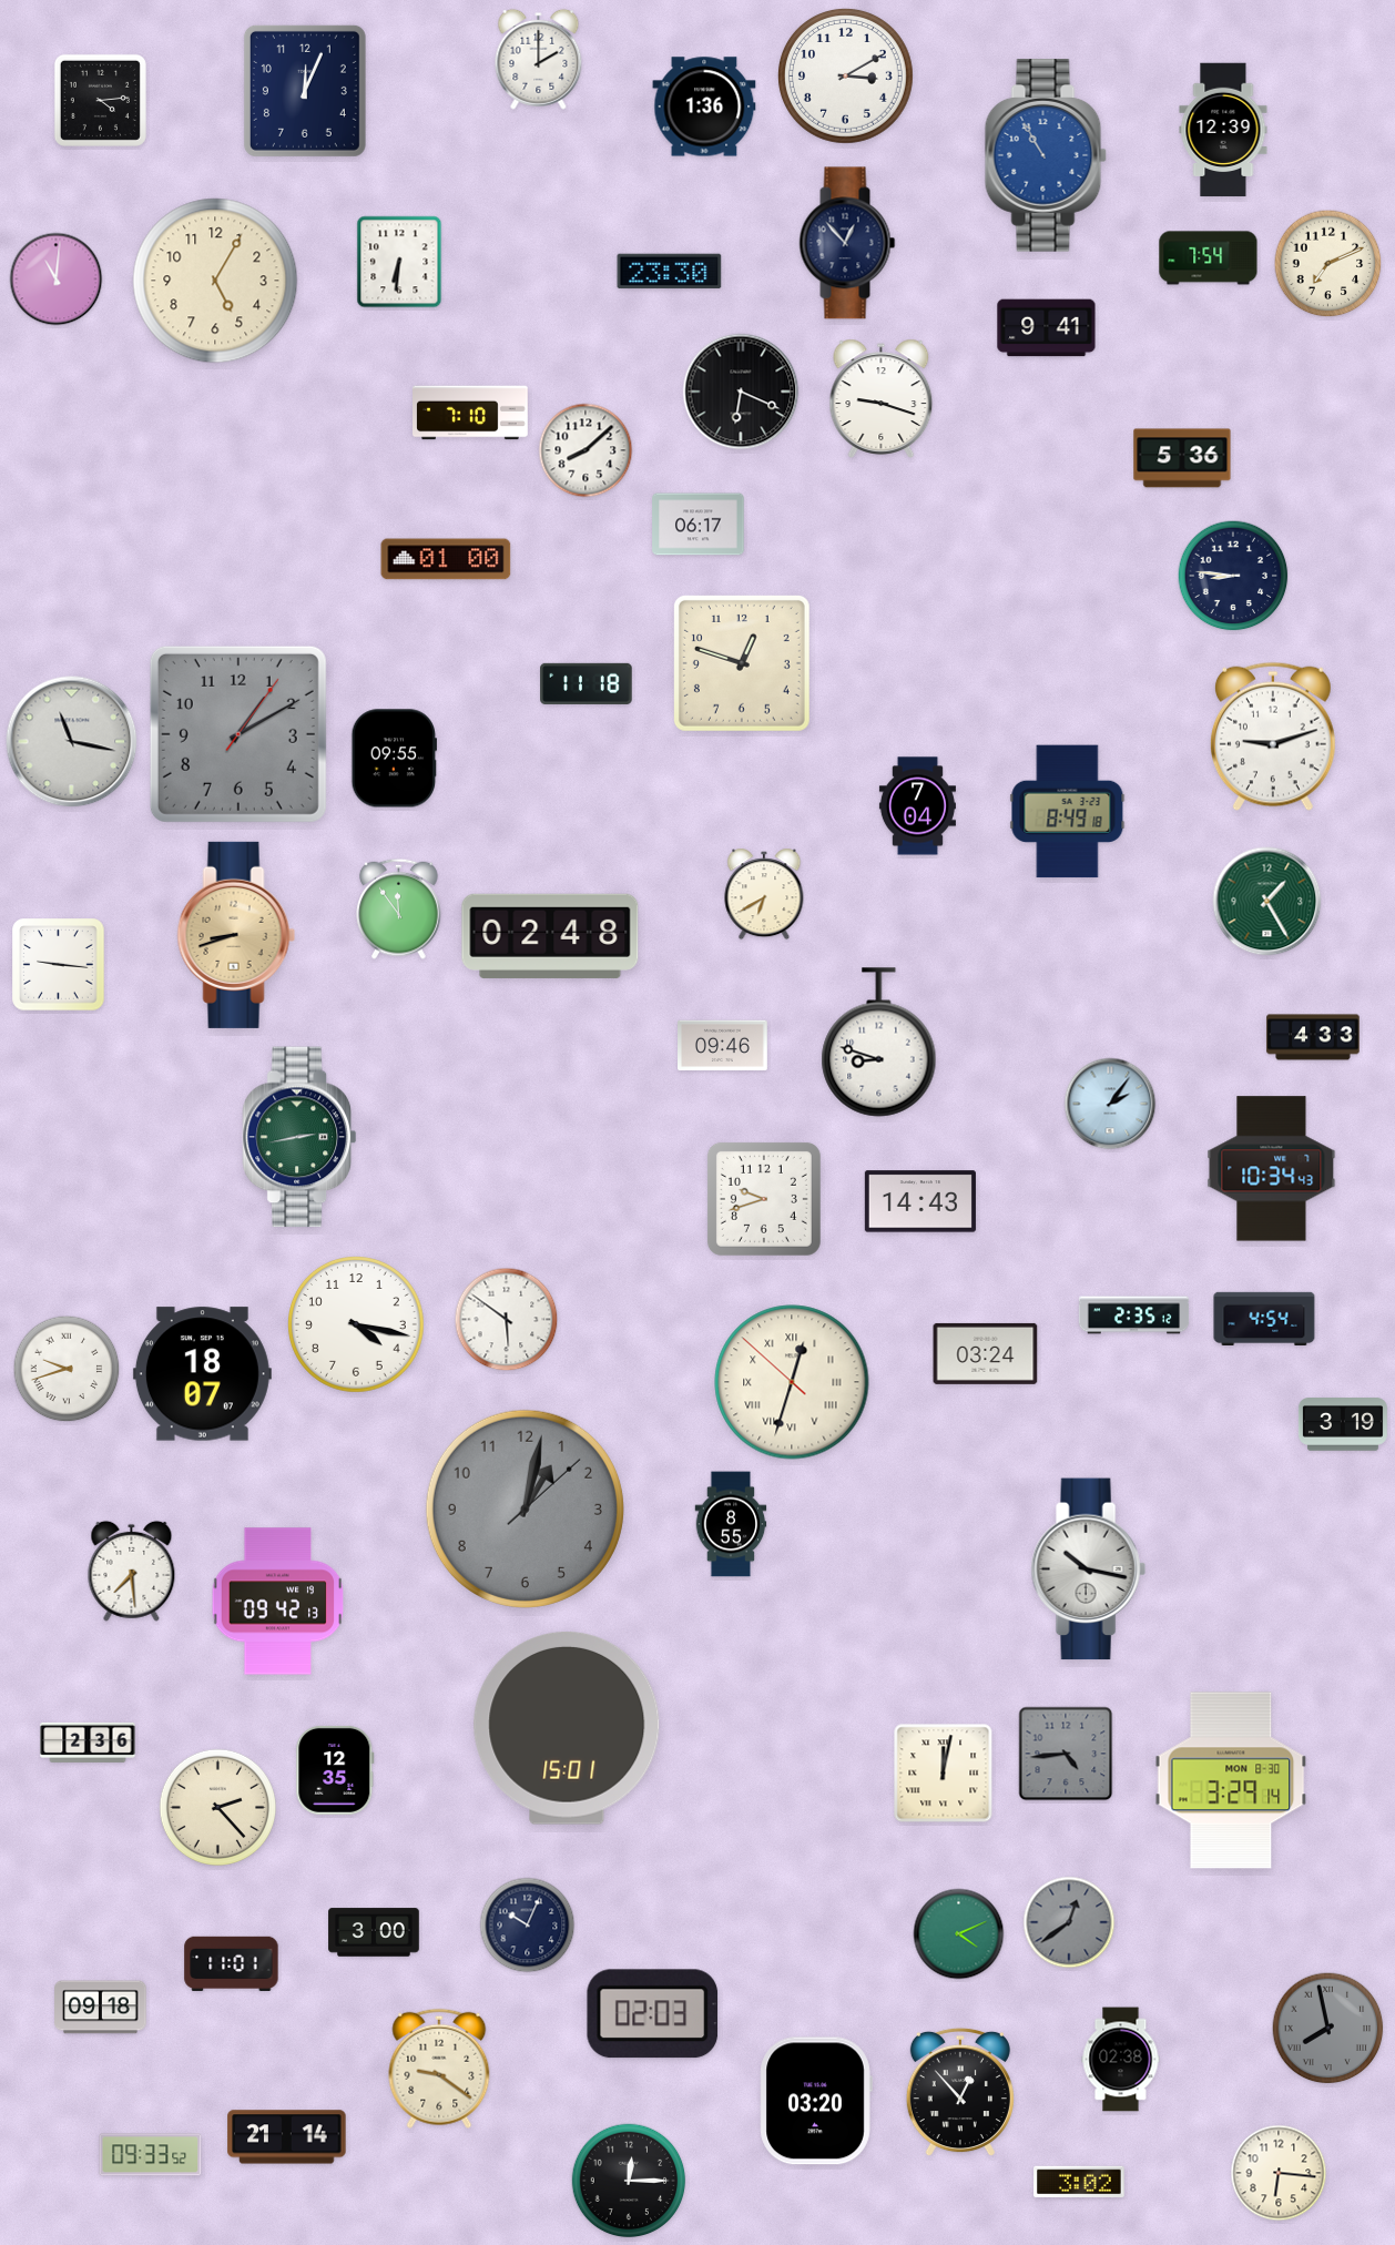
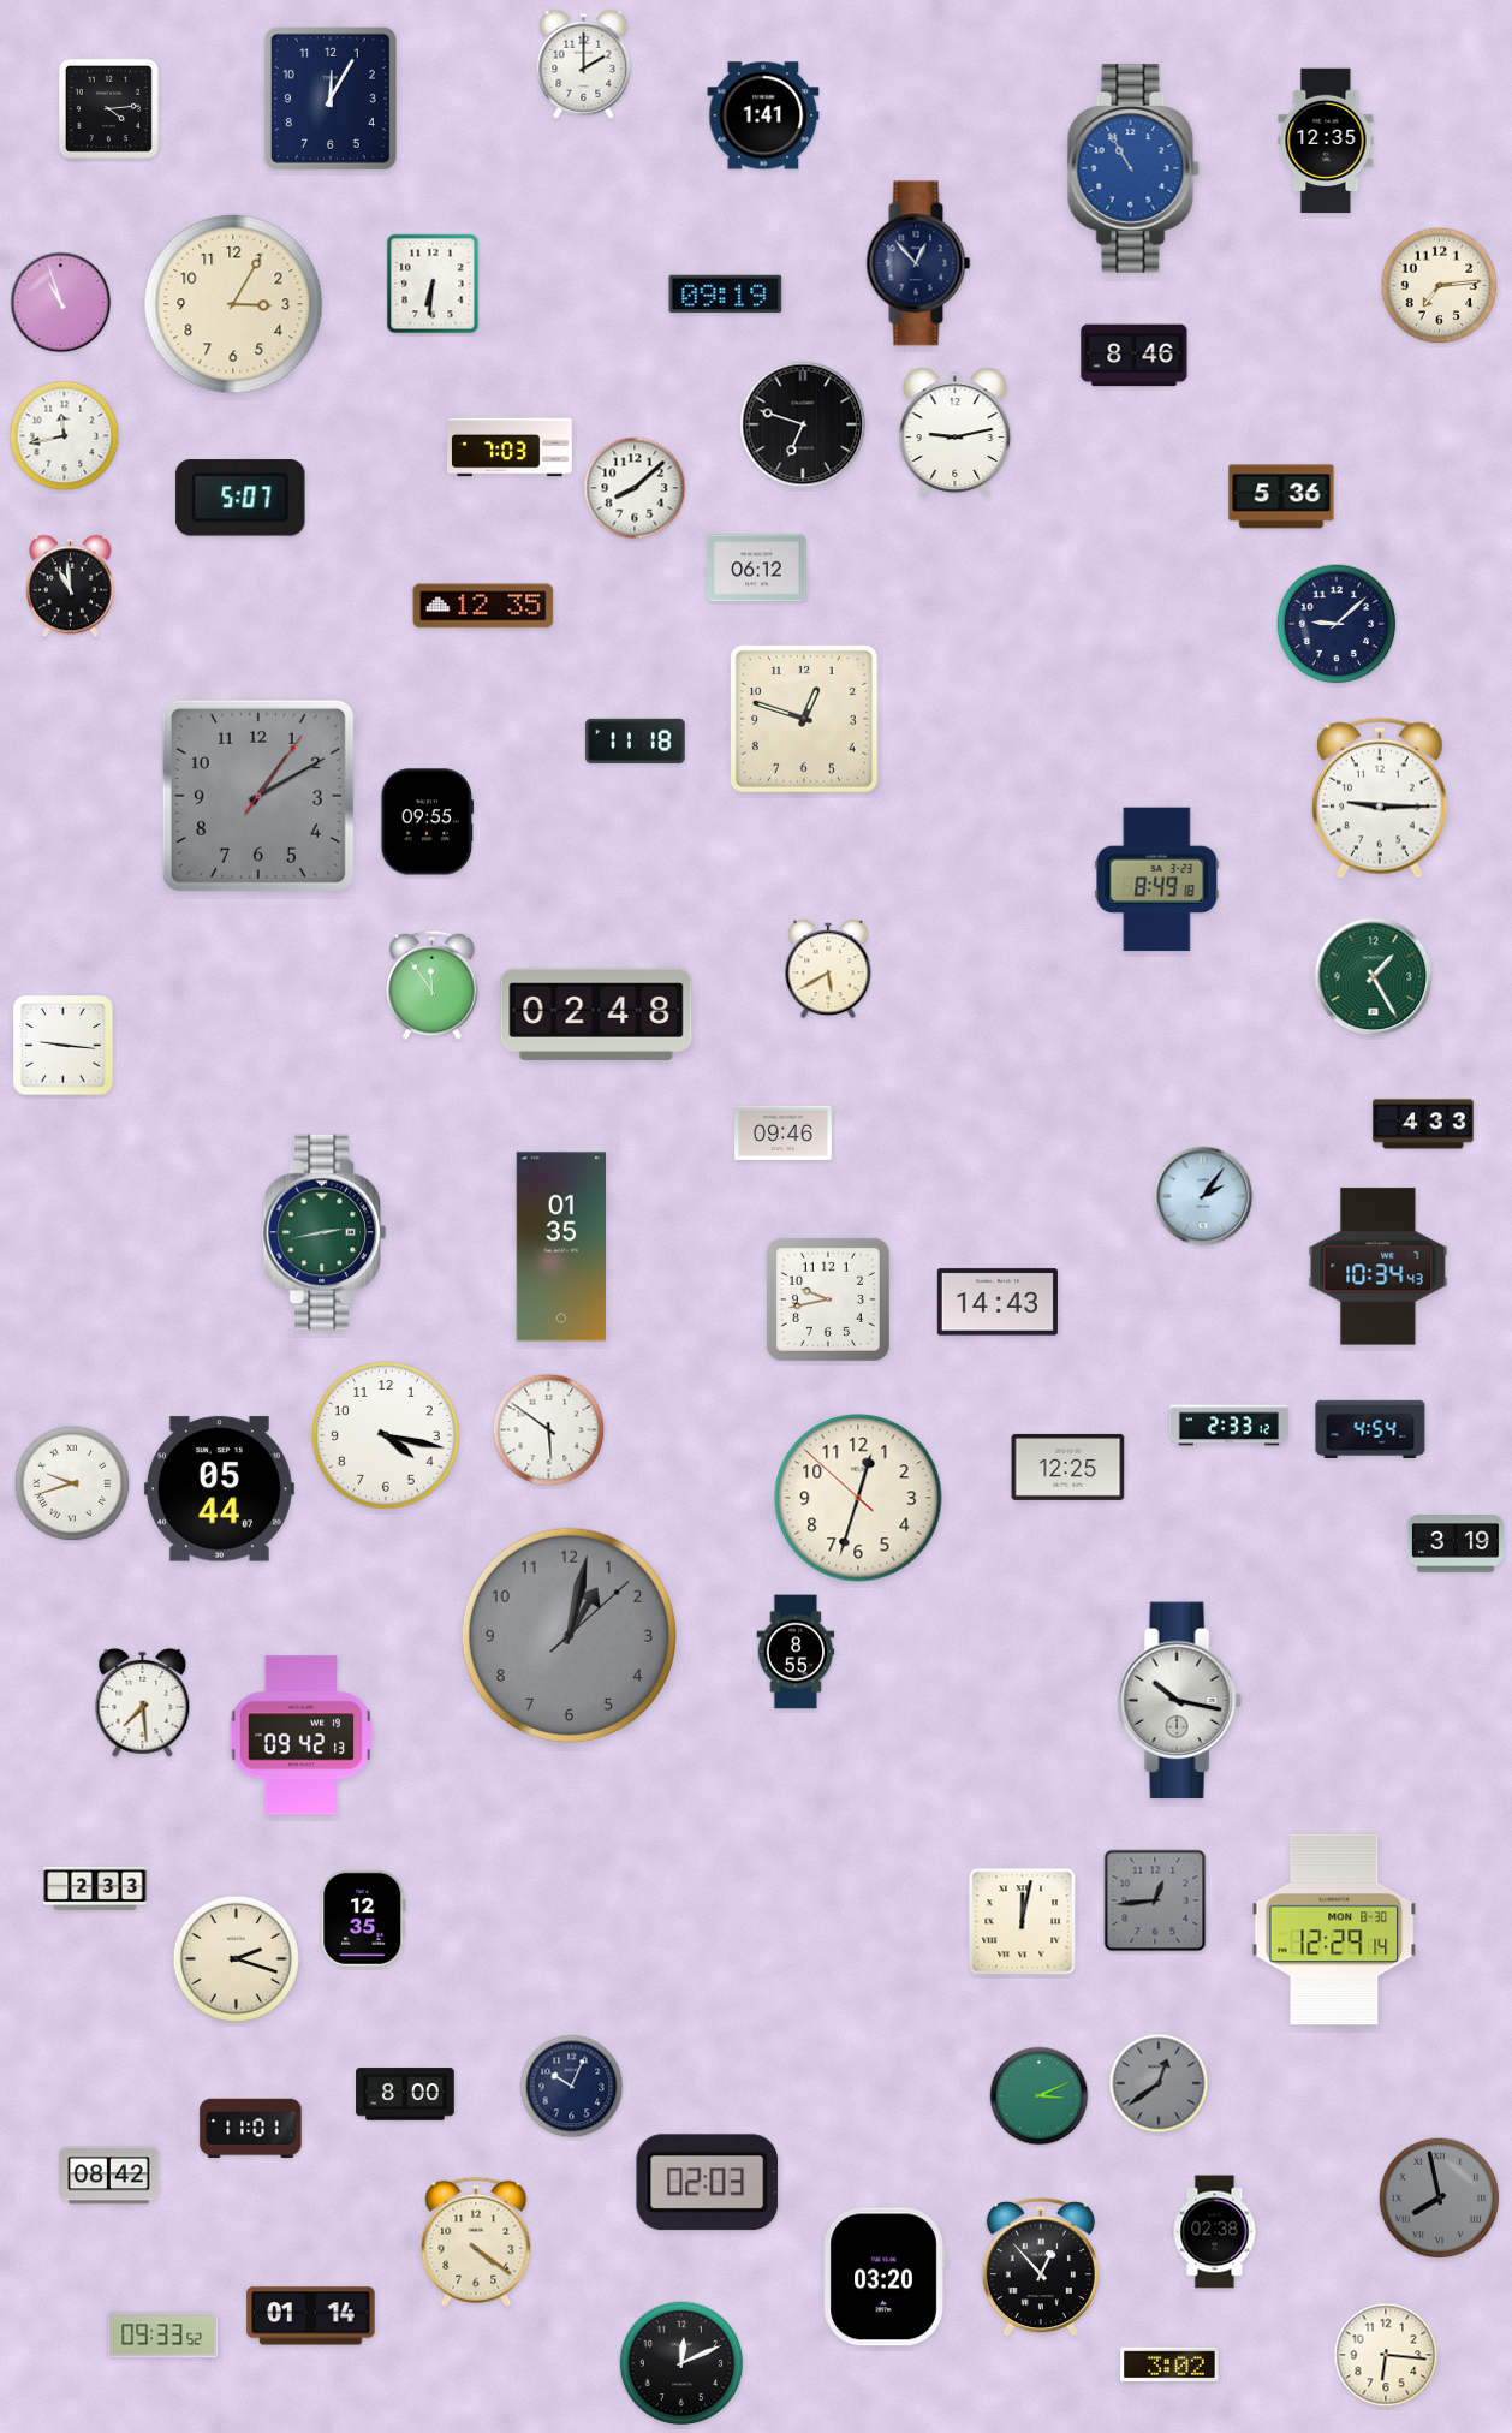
clock at (846, 77): 3:10 -> none
clock at (305, 91): 12:04 -> 12:05
clock at (704, 106): 1:36 -> 1:41
clock at (1223, 130): 12:39 -> 12:35
clock at (1209, 258): 7:54 -> none
clock at (1328, 264): 7:11 -> 7:14
clock at (670, 272): 23:30 -> 09:19
clock at (57, 280): 11:01 -> 10:57
clock at (215, 281): 5:05 -> 3:05
clock at (1047, 328): 9:41 -> 8:46
clock at (741, 392): 6:19 -> 6:48
clock at (882, 398): 9:18 -> 9:13
clock at (65, 436): none -> 11:43
clock at (470, 413): 7:10 -> 7:03
clock at (240, 498): none -> 5:07
clock at (699, 525): 06:17 -> 06:12
clock at (71, 587): none -> 10:59
clock at (446, 559): 01:00 -> 12:35
clock at (1233, 576): 8:46 -> 9:08
clock at (1273, 737): 9:12 -> 9:15
clock at (72, 742): 11:17 -> none
clock at (917, 806): 7:04 -> none
clock at (764, 894): 6:40 -> 5:40
clock at (236, 935): 8:42 -> none
clock at (879, 1043): 8:48 -> none
clock at (561, 1247): none -> 01:35
clock at (764, 1199): 9:42 -> 9:43
clock at (1134, 1315): 2:35 -> 2:33
clock at (986, 1353): 03:24 -> 12:25
clock at (202, 1374): 18:07 -> 05:44
clock at (792, 1382) numerals: Roman -> Arabic
clock at (731, 1524) position: (731, 1524) -> (796, 1652)
clock at (567, 1728): 15:01 -> none
clock at (88, 1743): 2:36 -> 2:33
clock at (1066, 1754): 4:44 -> 12:44
clock at (1231, 1780): 3:29 -> 12:29
clock at (217, 1807): 2:23 -> 2:18
clock at (374, 1932): 3:00 -> 8:00
clock at (959, 1934): 4:11 -> 3:11
clock at (101, 2008): 09:18 -> 08:42
clock at (439, 2069): 9:21 -> 4:21
clock at (287, 2137): 21:14 -> 01:14
clock at (629, 2181): 12:15 -> 12:11
